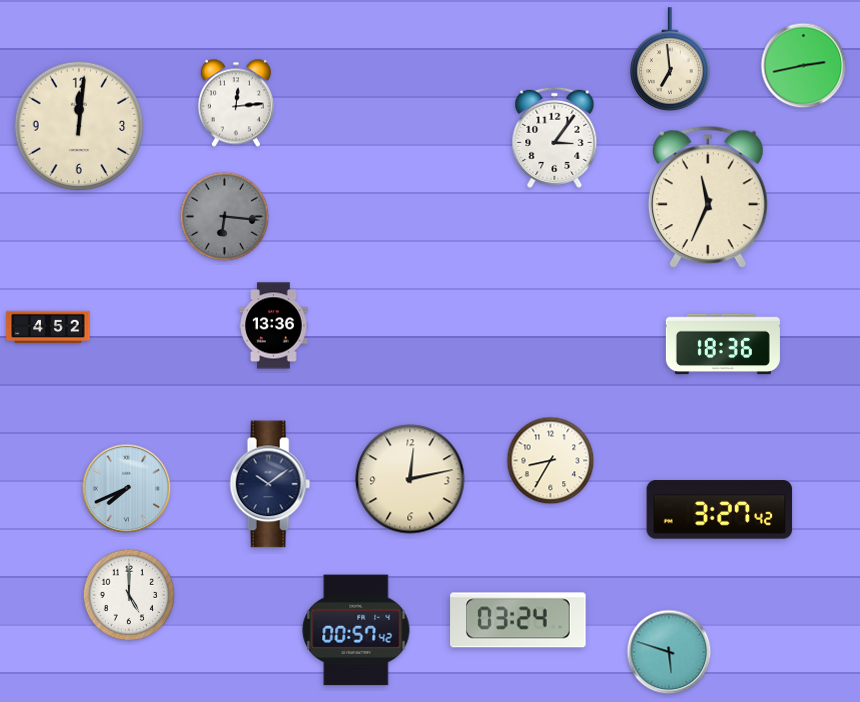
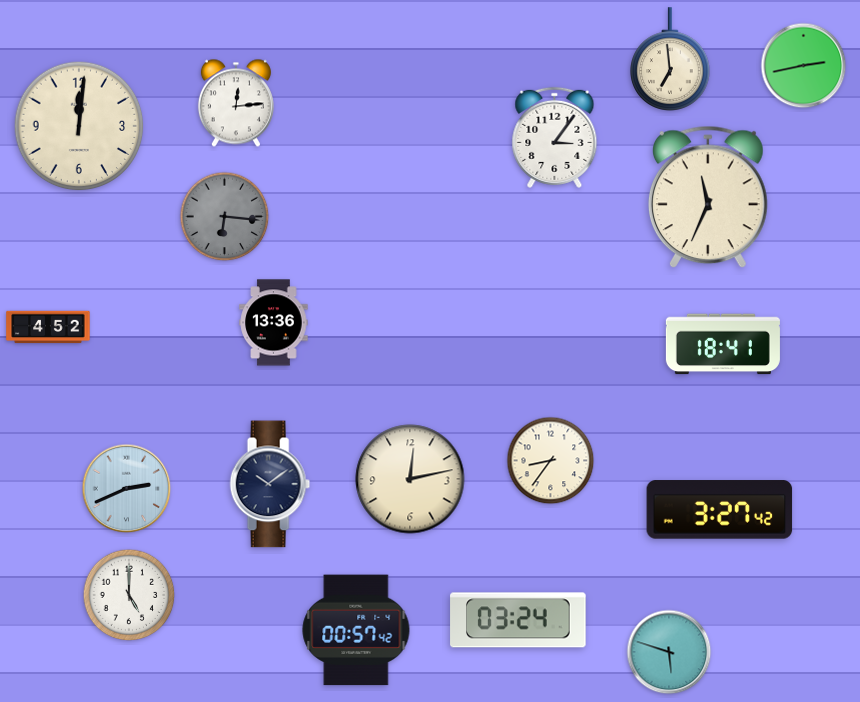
clock at (274, 326) position: (274, 326) -> (274, 323)
clock at (723, 344): 18:36 -> 18:41
clock at (551, 461): 8:35 -> 8:36
clock at (127, 489): 7:41 -> 2:41
